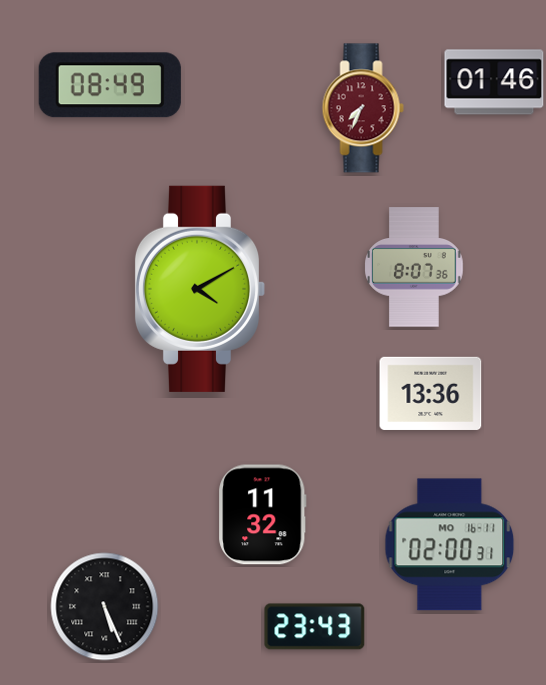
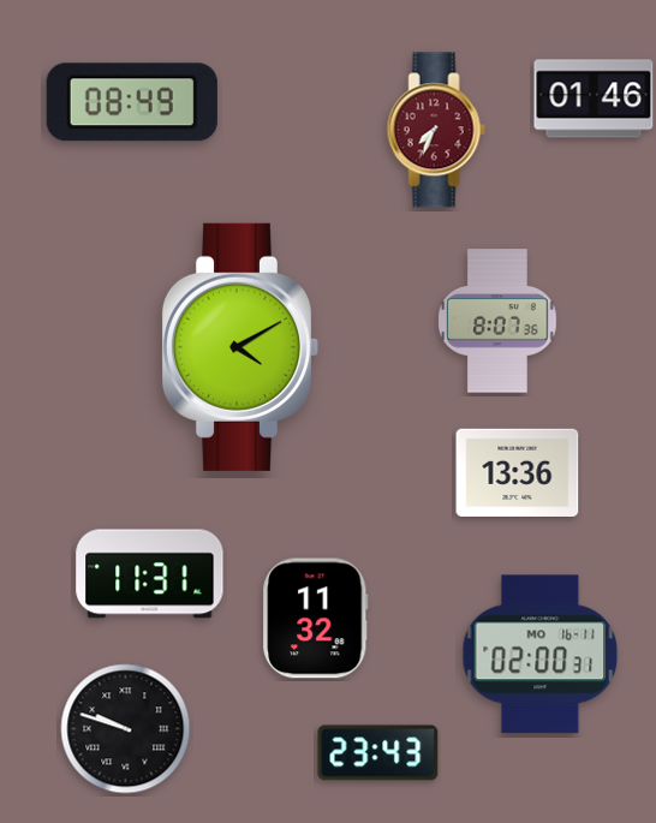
clock at (150, 574): none -> 11:31
clock at (105, 607): 5:26 -> 9:48
